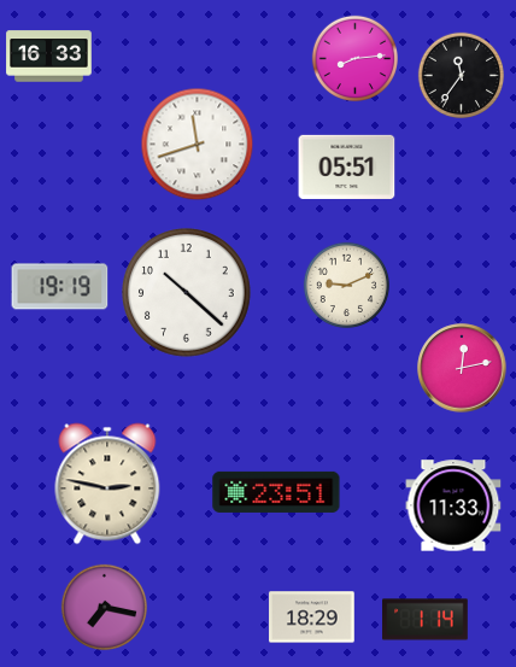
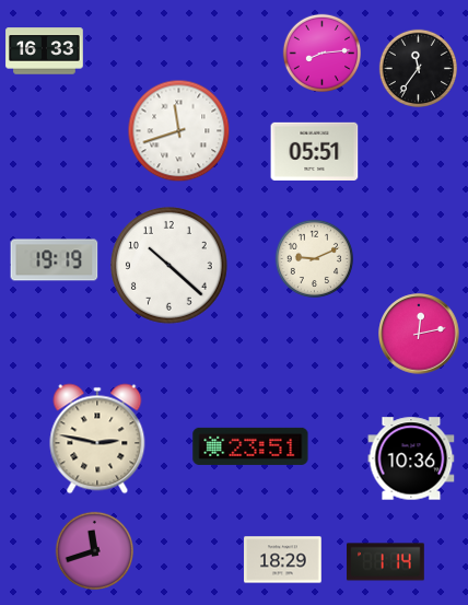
clock at (453, 505): 11:33 -> 10:36
clock at (104, 607): 7:17 -> 11:42
